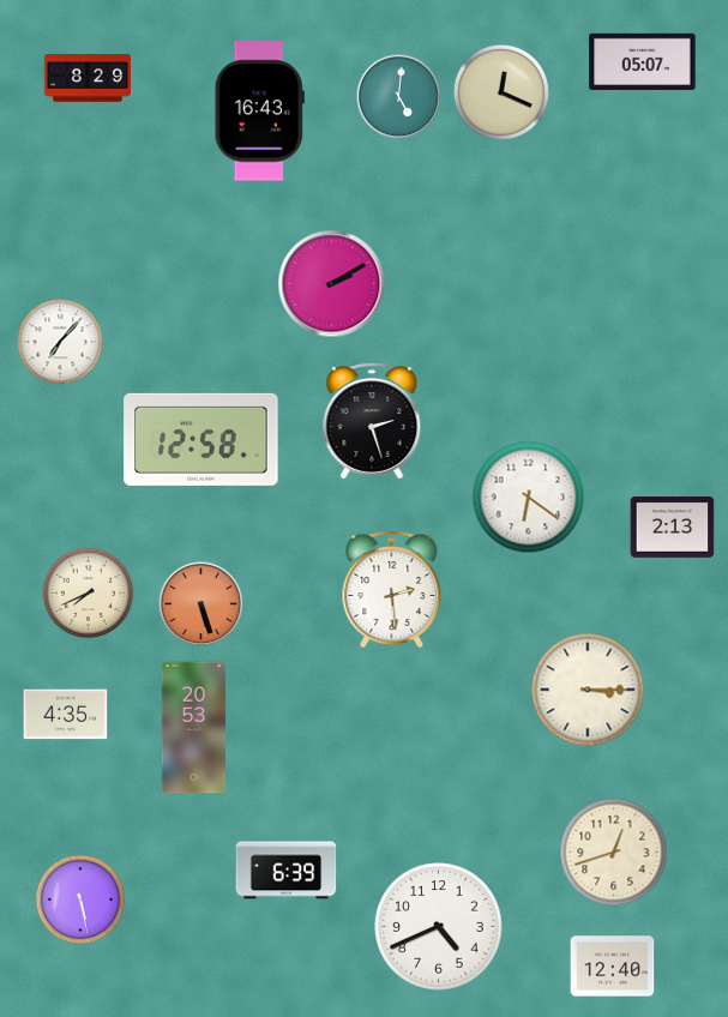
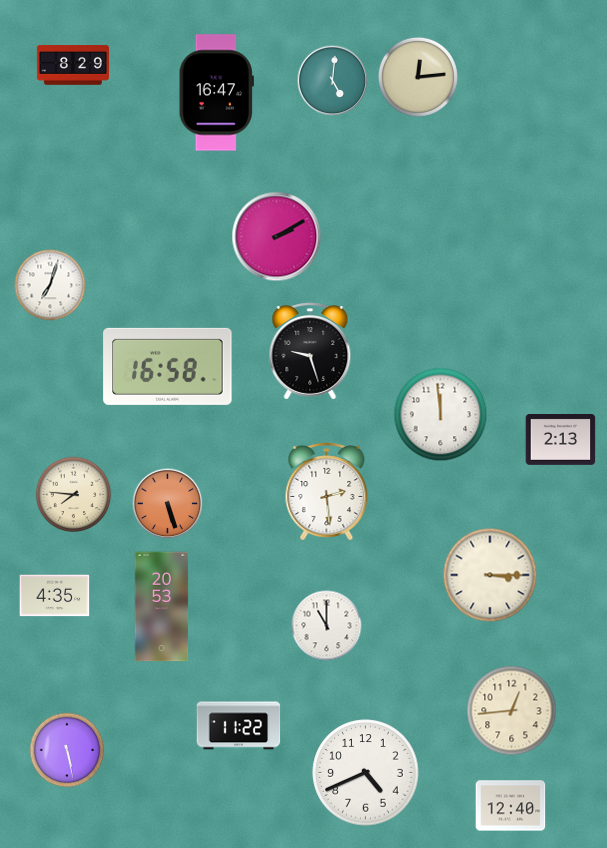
clock at (643, 61): 05:07 -> none
clock at (501, 92): 12:19 -> 12:14
clock at (259, 112): 16:43 -> 16:47
clock at (60, 342): 7:07 -> 7:03
clock at (372, 421): 2:27 -> 9:27
clock at (201, 439): 12:58 -> 16:58
clock at (529, 498): 6:21 -> 11:59
clock at (89, 594): 7:41 -> 7:46
clock at (327, 626): none -> 11:00
clock at (614, 853): 12:42 -> 12:44
clock at (287, 871): 6:39 -> 11:22
